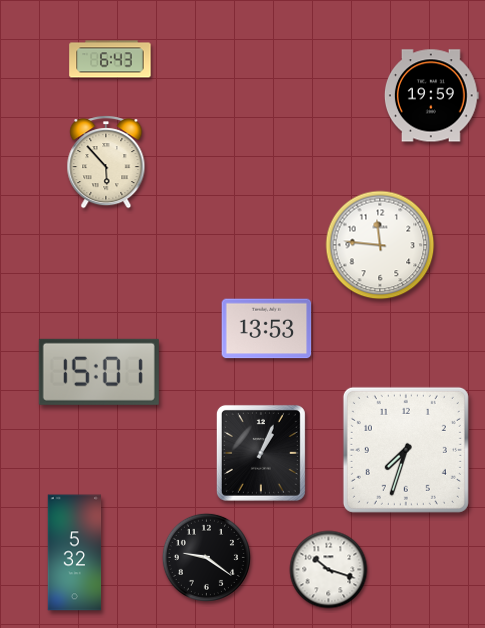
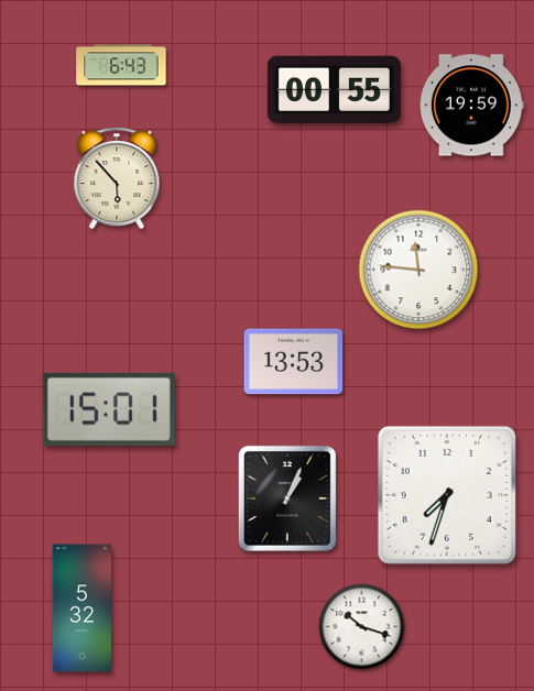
clock at (334, 90): none -> 00:55
clock at (431, 96) position: (431, 96) -> (471, 106)
clock at (206, 557): 9:21 -> none
